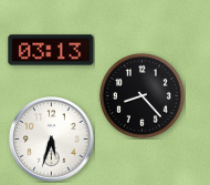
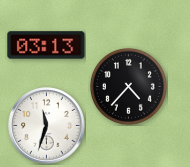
clock at (141, 95): 8:23 -> 4:37
clock at (52, 140): 5:33 -> 11:33
